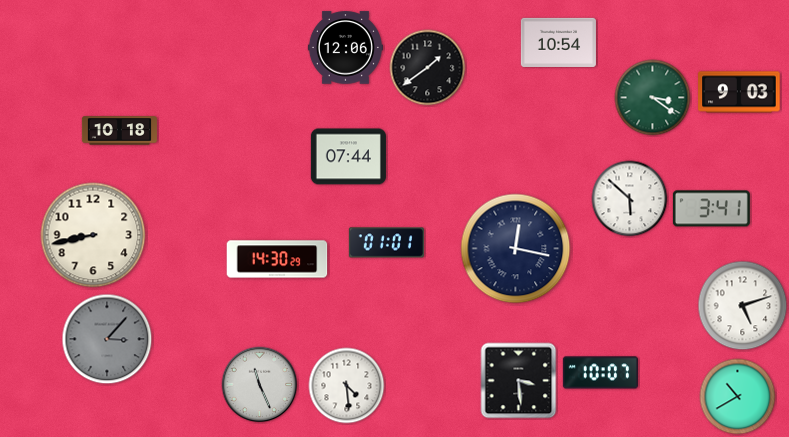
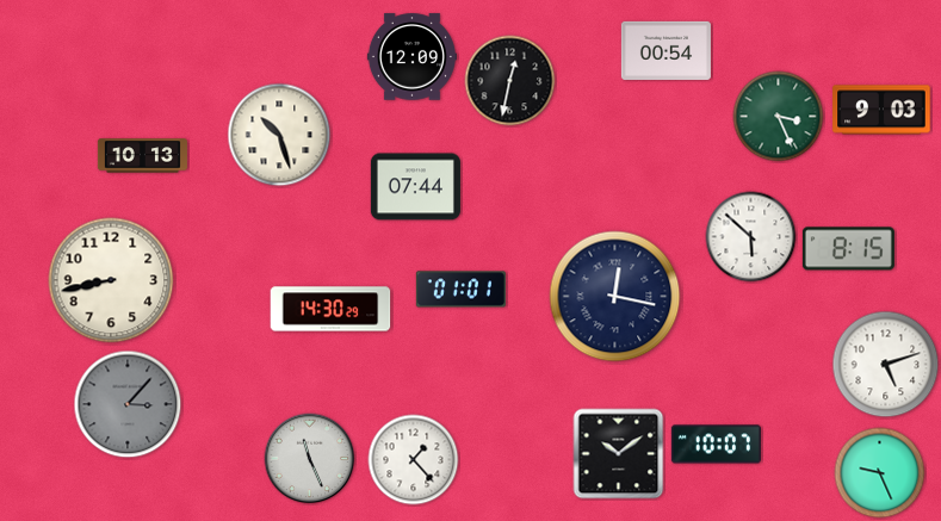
clock at (558, 42): 10:54 -> 00:54
clock at (345, 48): 12:06 -> 12:09
clock at (428, 68): 1:39 -> 12:32
clock at (653, 98): 3:21 -> 3:26
clock at (279, 135): none -> 10:27
clock at (119, 131): 10:18 -> 10:13
clock at (711, 209): 3:41 -> 8:15
clock at (519, 381): 3:29 -> 10:09
clock at (347, 386): 4:29 -> 1:23
clock at (738, 397): 10:40 -> 9:26
